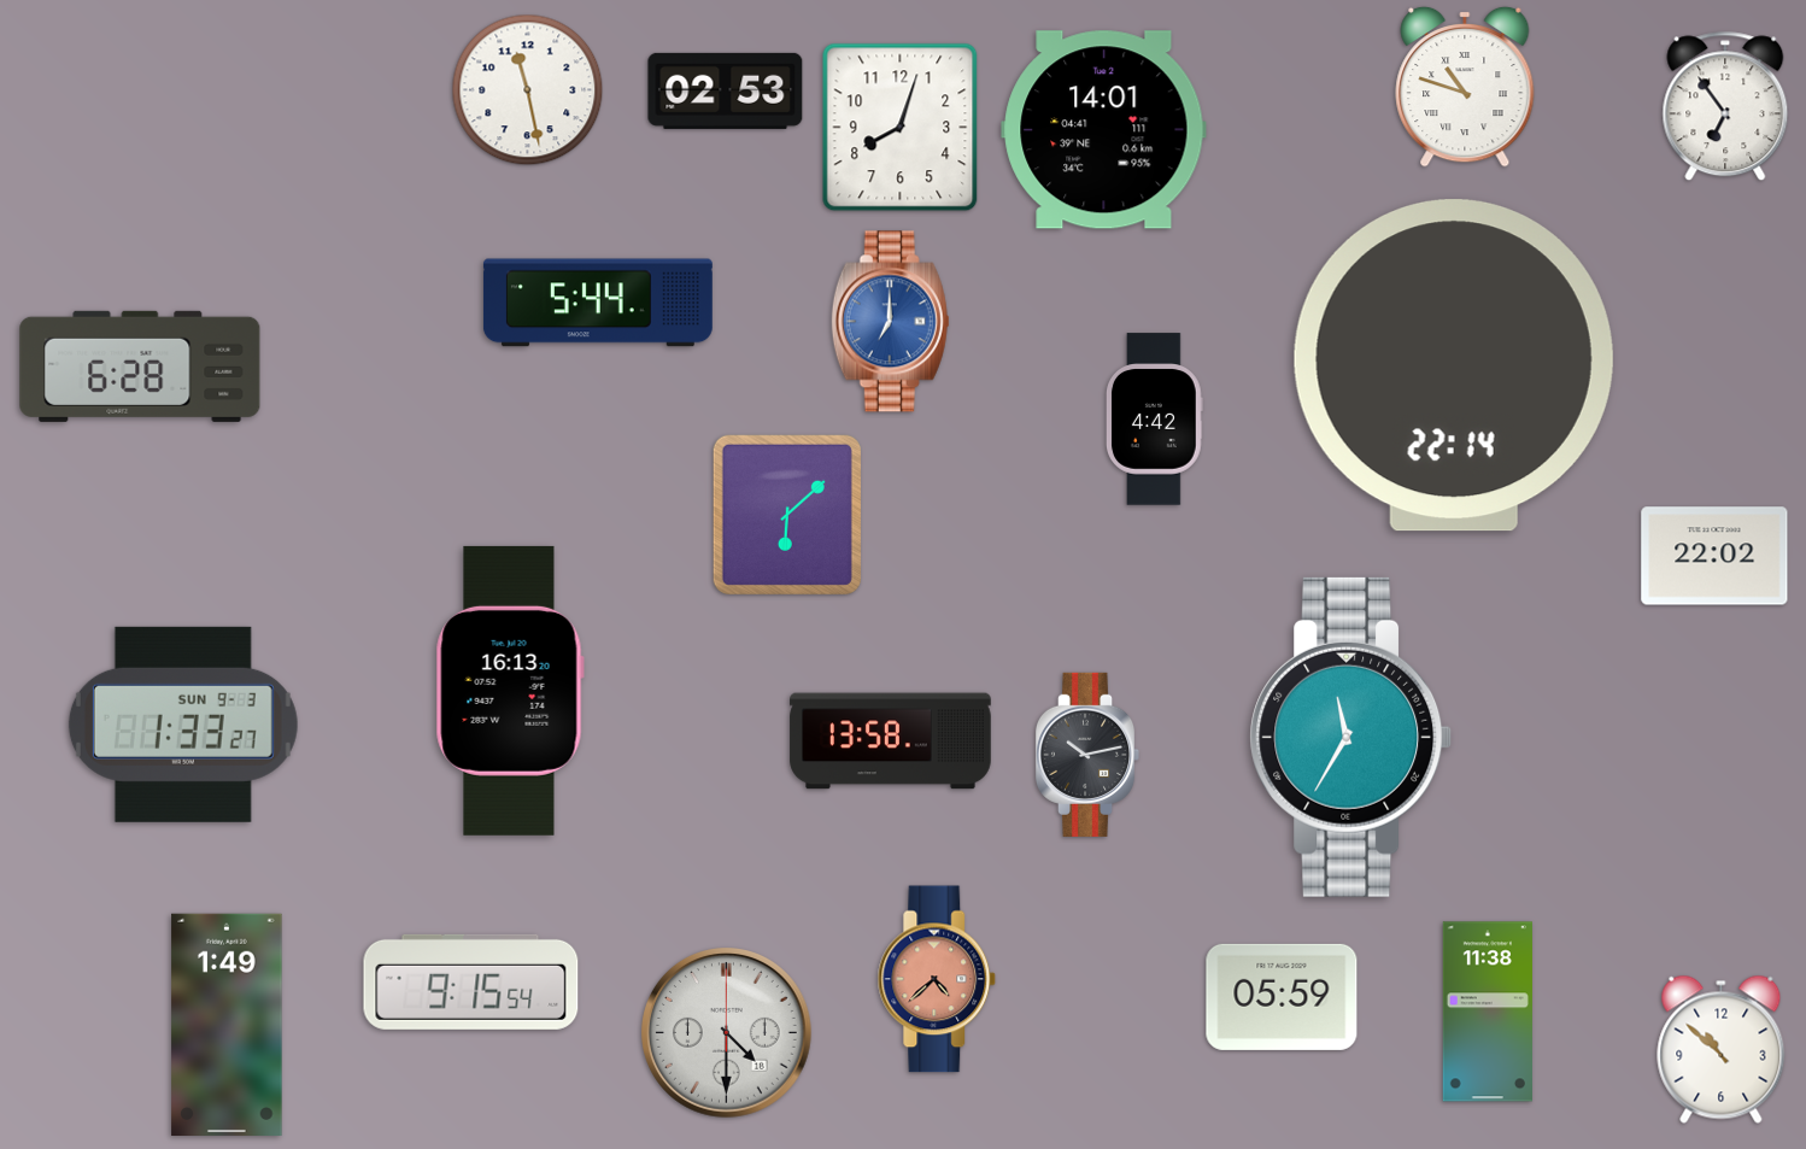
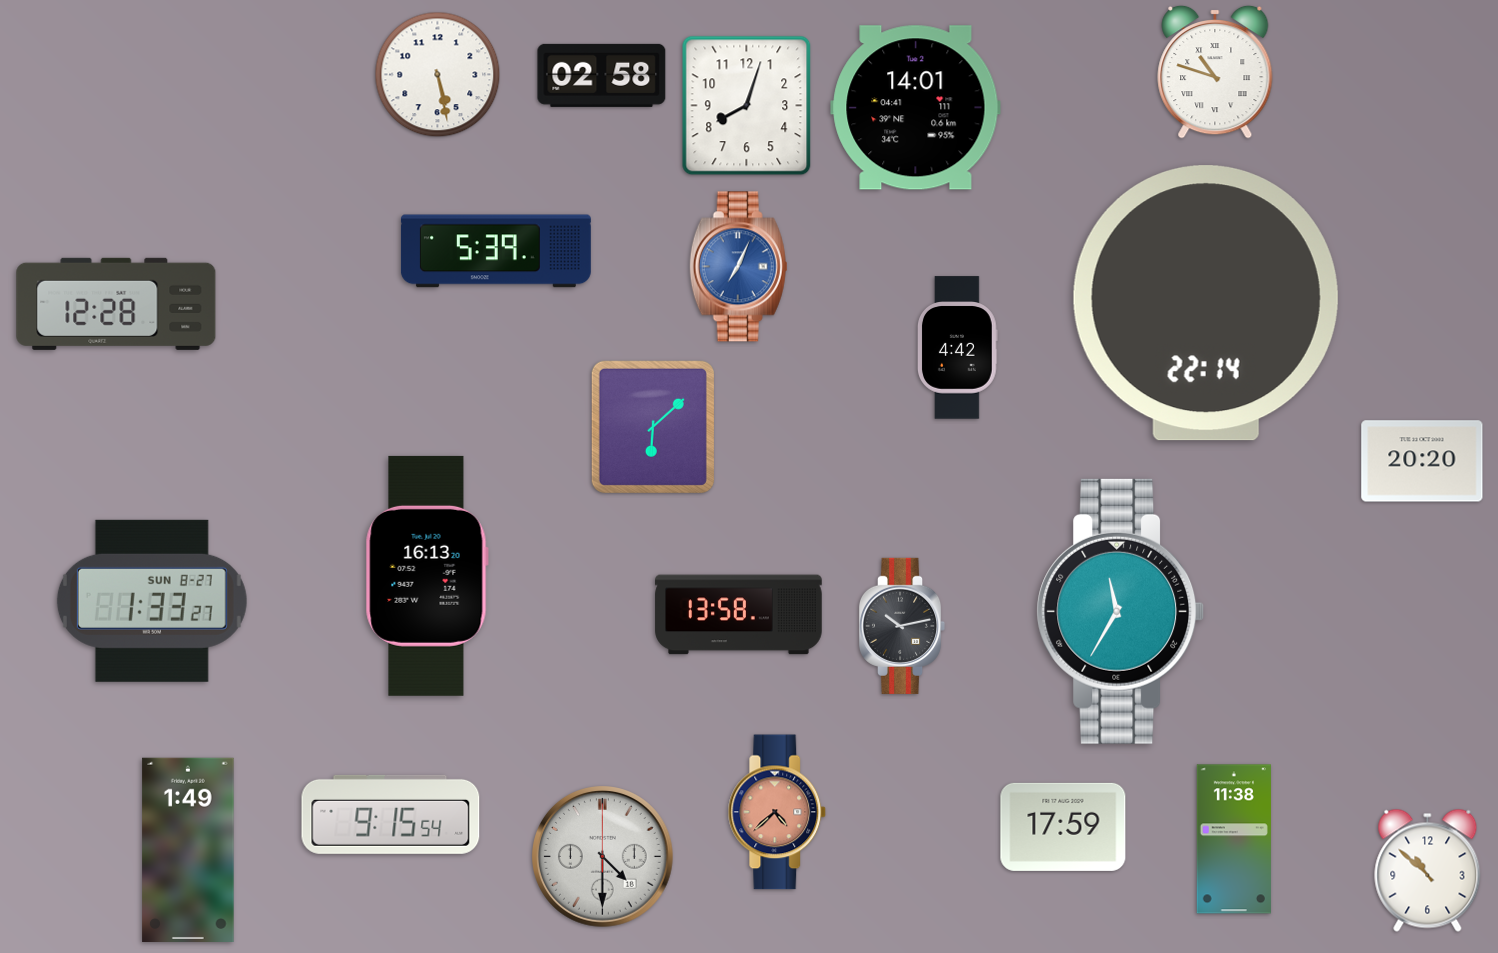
clock at (528, 90): 11:28 -> 5:28
clock at (726, 90): 02:53 -> 02:58
clock at (1725, 106): 6:54 -> none
clock at (598, 303): 5:44 -> 5:39
clock at (890, 322): 7:00 -> 7:04
clock at (140, 367): 6:28 -> 12:28
clock at (1714, 556): 22:02 -> 20:20
clock at (510, 691) position: (510, 691) -> (427, 576)
clock at (183, 725) date: SUN 9-3 -> SUN 8-27
clock at (1282, 997): 05:59 -> 17:59
